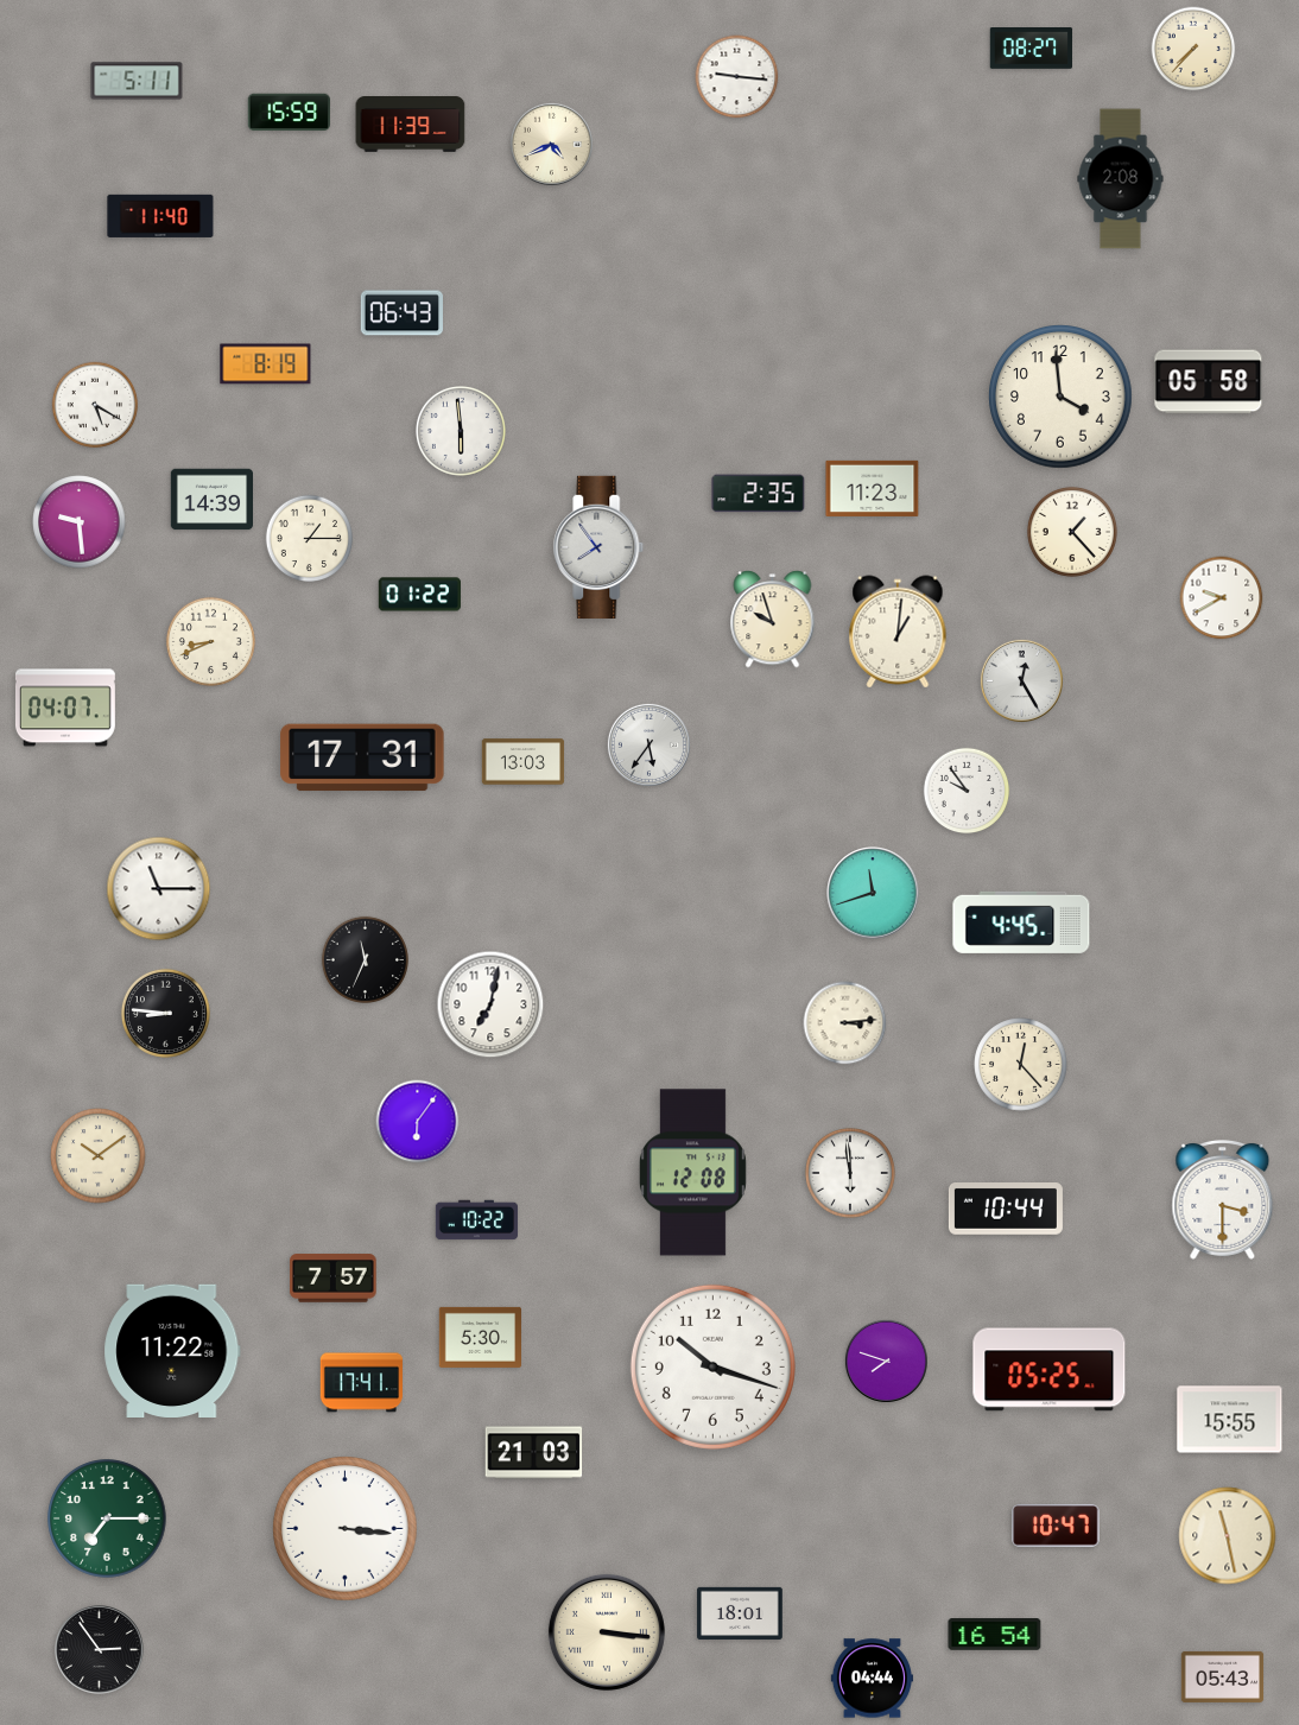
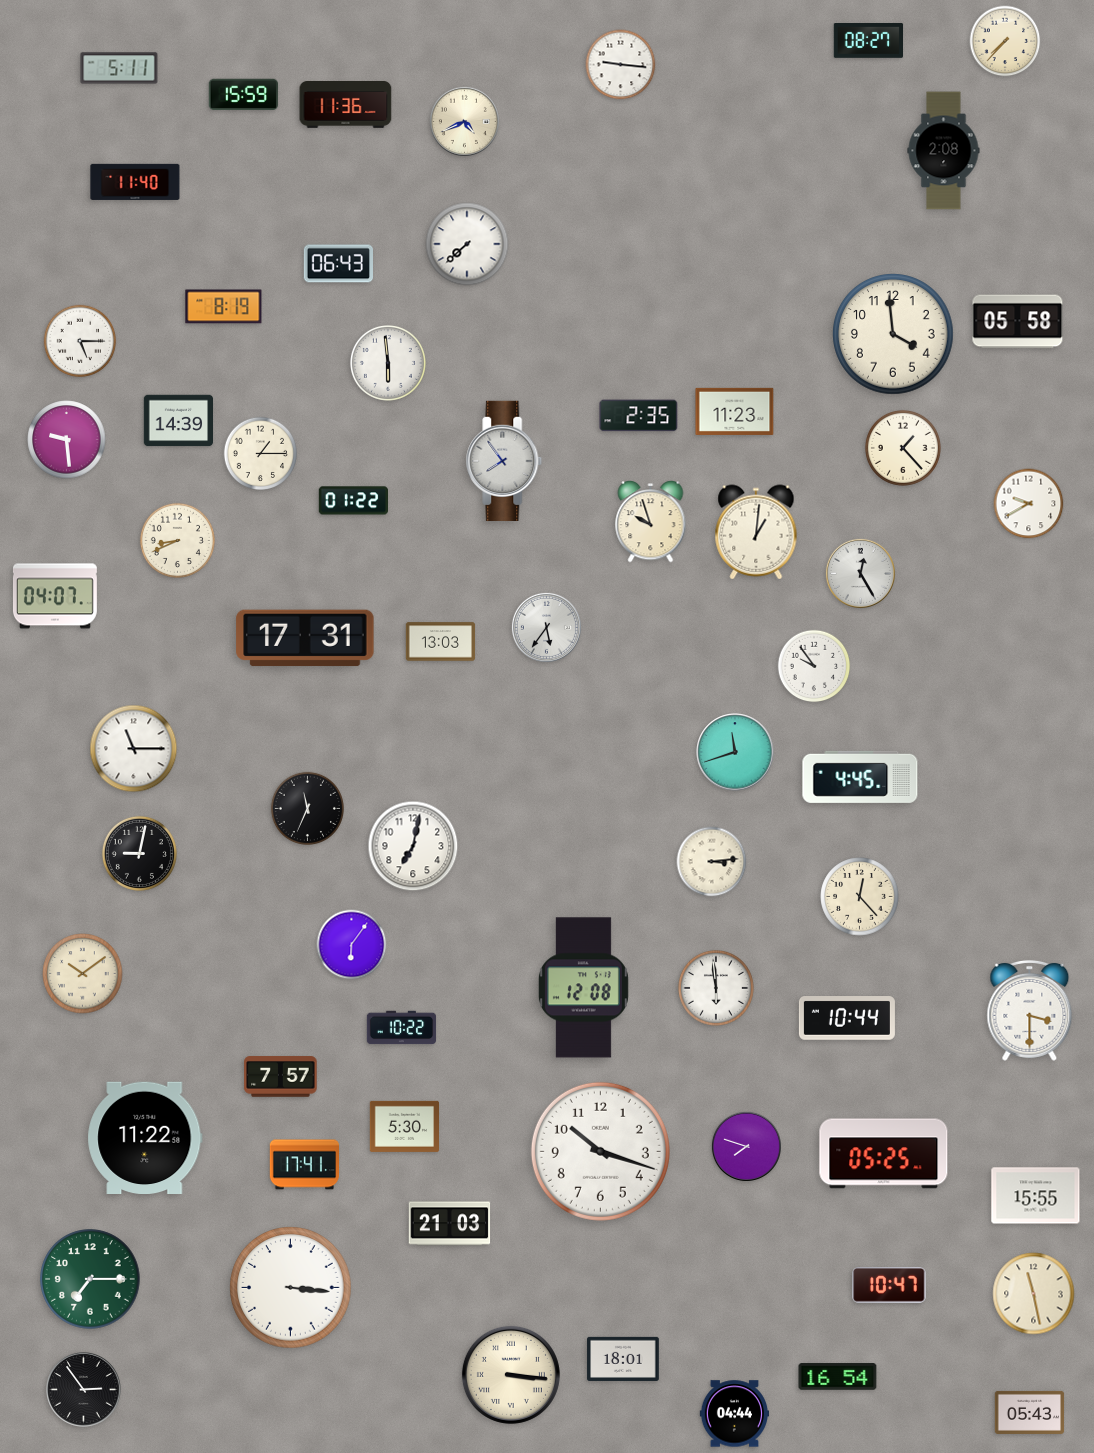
clock at (137, 81) position: (137, 81) -> (119, 68)
clock at (411, 125): 11:39 -> 11:36
clock at (467, 244): none -> 7:38
clock at (95, 405): 5:20 -> 5:15
clock at (165, 1013): 8:46 -> 9:02
